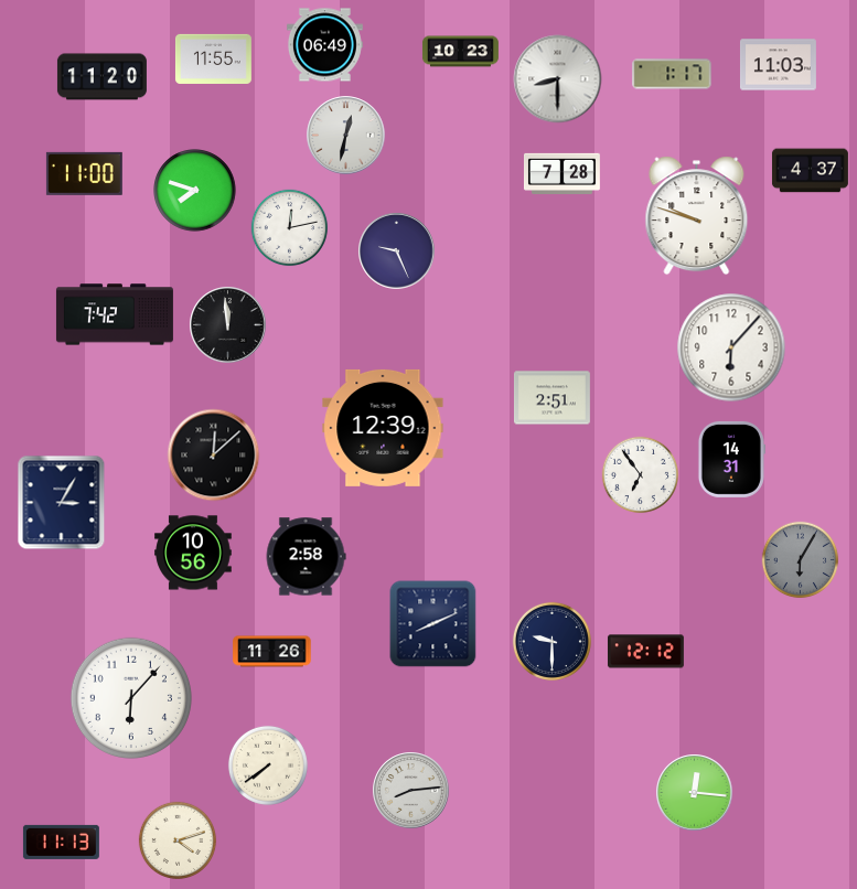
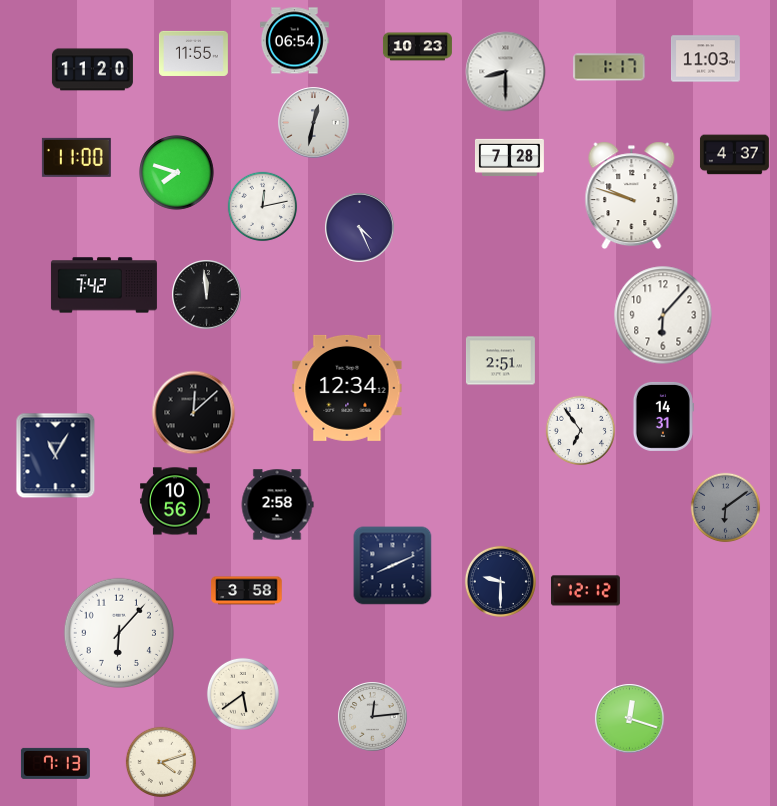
clock at (324, 45): 06:49 -> 06:54
clock at (397, 251): 9:26 -> 4:26
clock at (383, 428): 12:39 -> 12:34
clock at (62, 503): 3:05 -> 11:05
clock at (801, 560): 6:05 -> 6:09
clock at (272, 652): 11:26 -> 3:58
clock at (268, 765): 7:39 -> 5:39
clock at (411, 791): 8:14 -> 12:14
clock at (695, 793): 12:16 -> 12:18
clock at (61, 842): 11:13 -> 7:13
